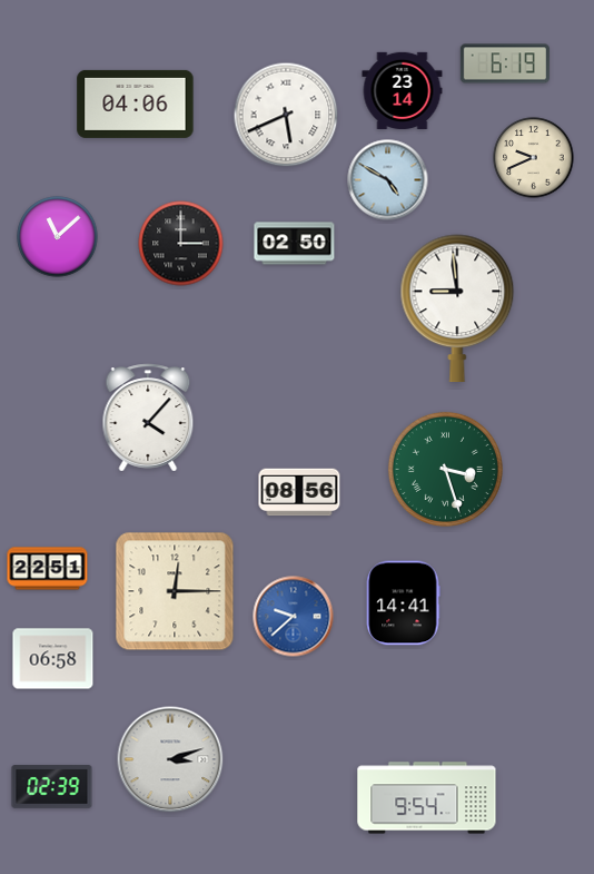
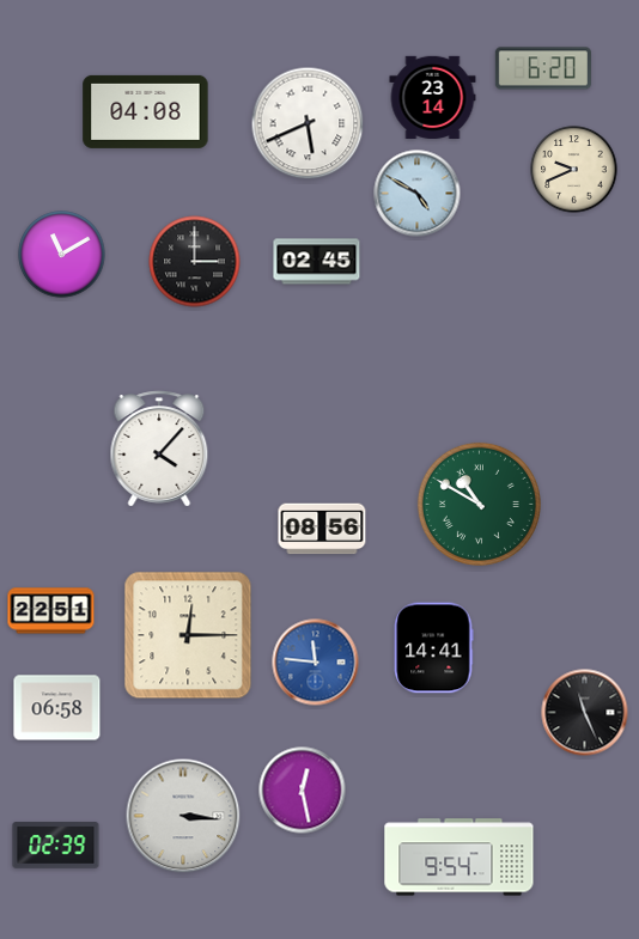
clock at (505, 63): 6:19 -> 6:20
clock at (136, 104): 04:06 -> 04:08
clock at (58, 237): 11:08 -> 11:10
clock at (295, 244): 02:50 -> 02:45
clock at (457, 308): 8:59 -> none
clock at (445, 469): 3:27 -> 10:50
clock at (294, 617): 9:38 -> 11:46
clock at (585, 713): none -> 11:26
clock at (303, 791): none -> 12:28
clock at (170, 759): 3:12 -> 3:16
